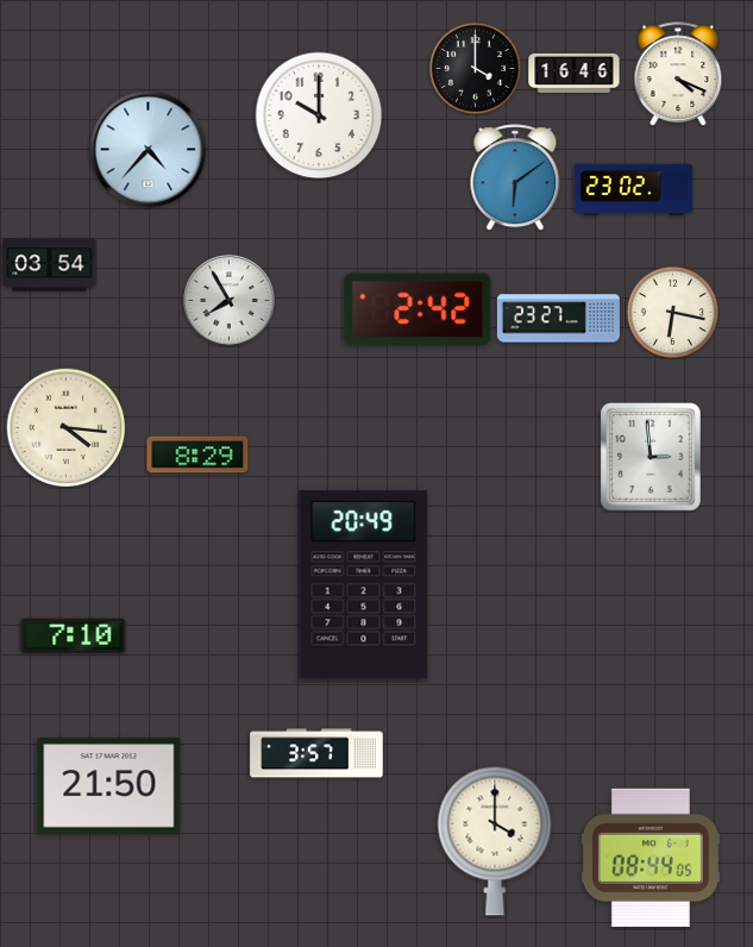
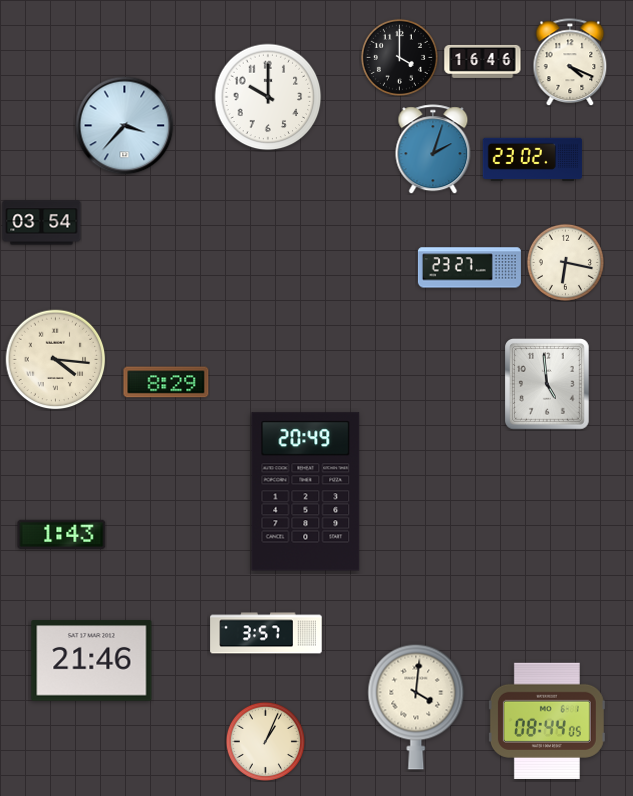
clock at (149, 150): 4:37 -> 3:37
clock at (515, 177): 6:09 -> 2:03
clock at (230, 301): 7:55 -> none
clock at (418, 309): 2:42 -> none
clock at (652, 458): 2:59 -> 4:59
clock at (74, 635): 7:10 -> 1:43
clock at (109, 786): 21:50 -> 21:46
clock at (495, 841): 4:00 -> 4:01
clock at (265, 741): none -> 1:04
